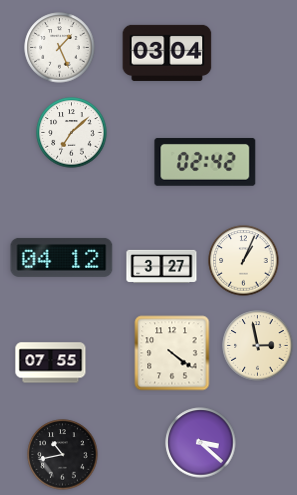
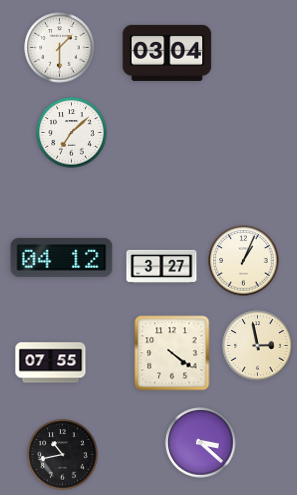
clock at (60, 48): 1:26 -> 1:30
clock at (205, 162): 02:42 -> none
